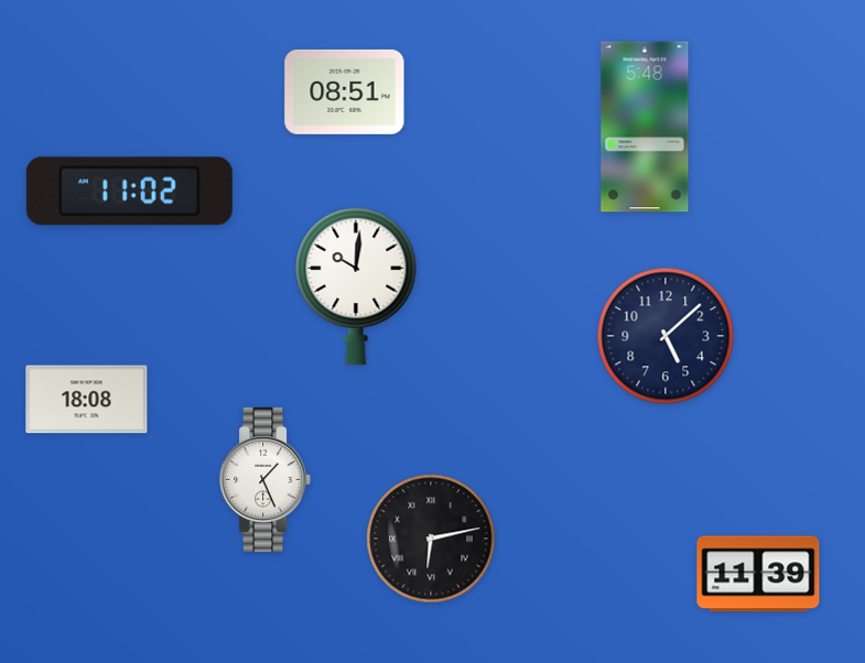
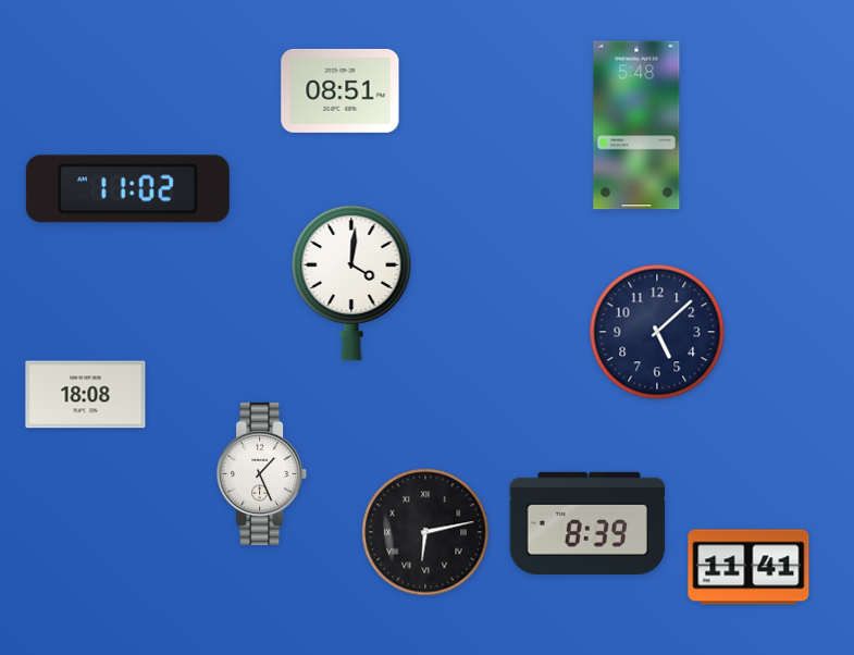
clock at (356, 286): 10:01 -> 4:01
clock at (587, 523): none -> 8:39
clock at (758, 574): 11:39 -> 11:41
